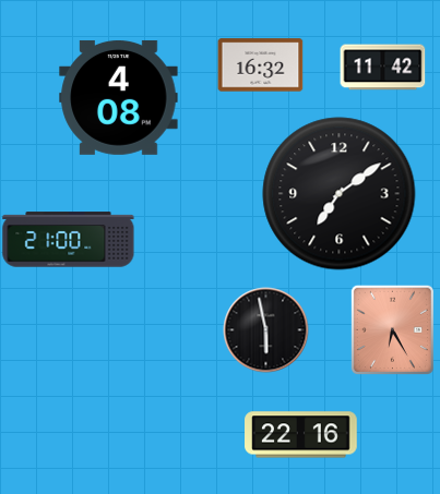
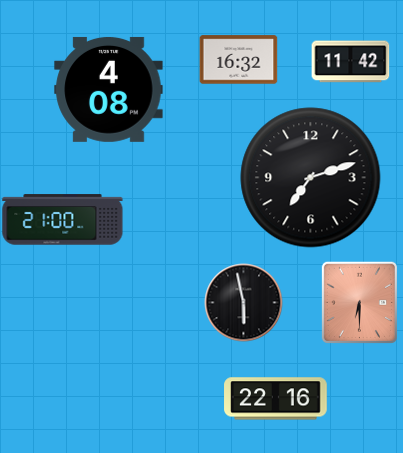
clock at (340, 194): 7:09 -> 7:12
clock at (392, 329): 6:25 -> 6:30
